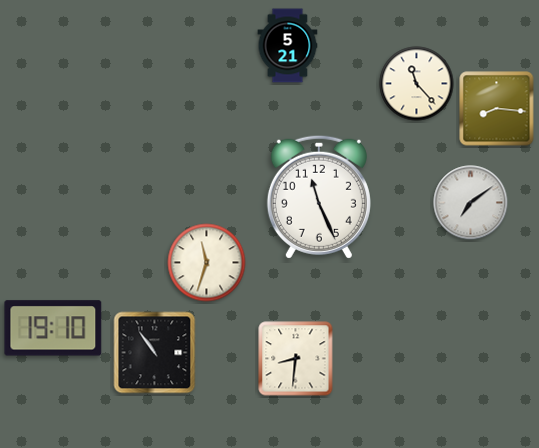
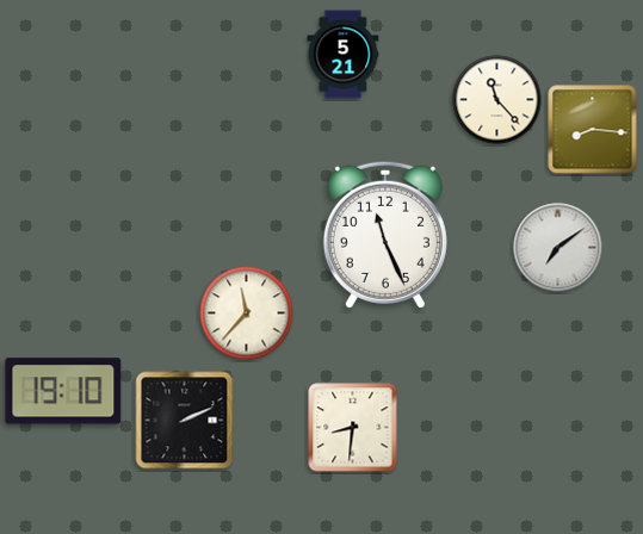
clock at (319, 197) position: (319, 197) -> (385, 235)
clock at (471, 203) position: (471, 203) -> (558, 248)
clock at (207, 263): 11:33 -> 11:37
clock at (155, 353): 10:54 -> 2:11
